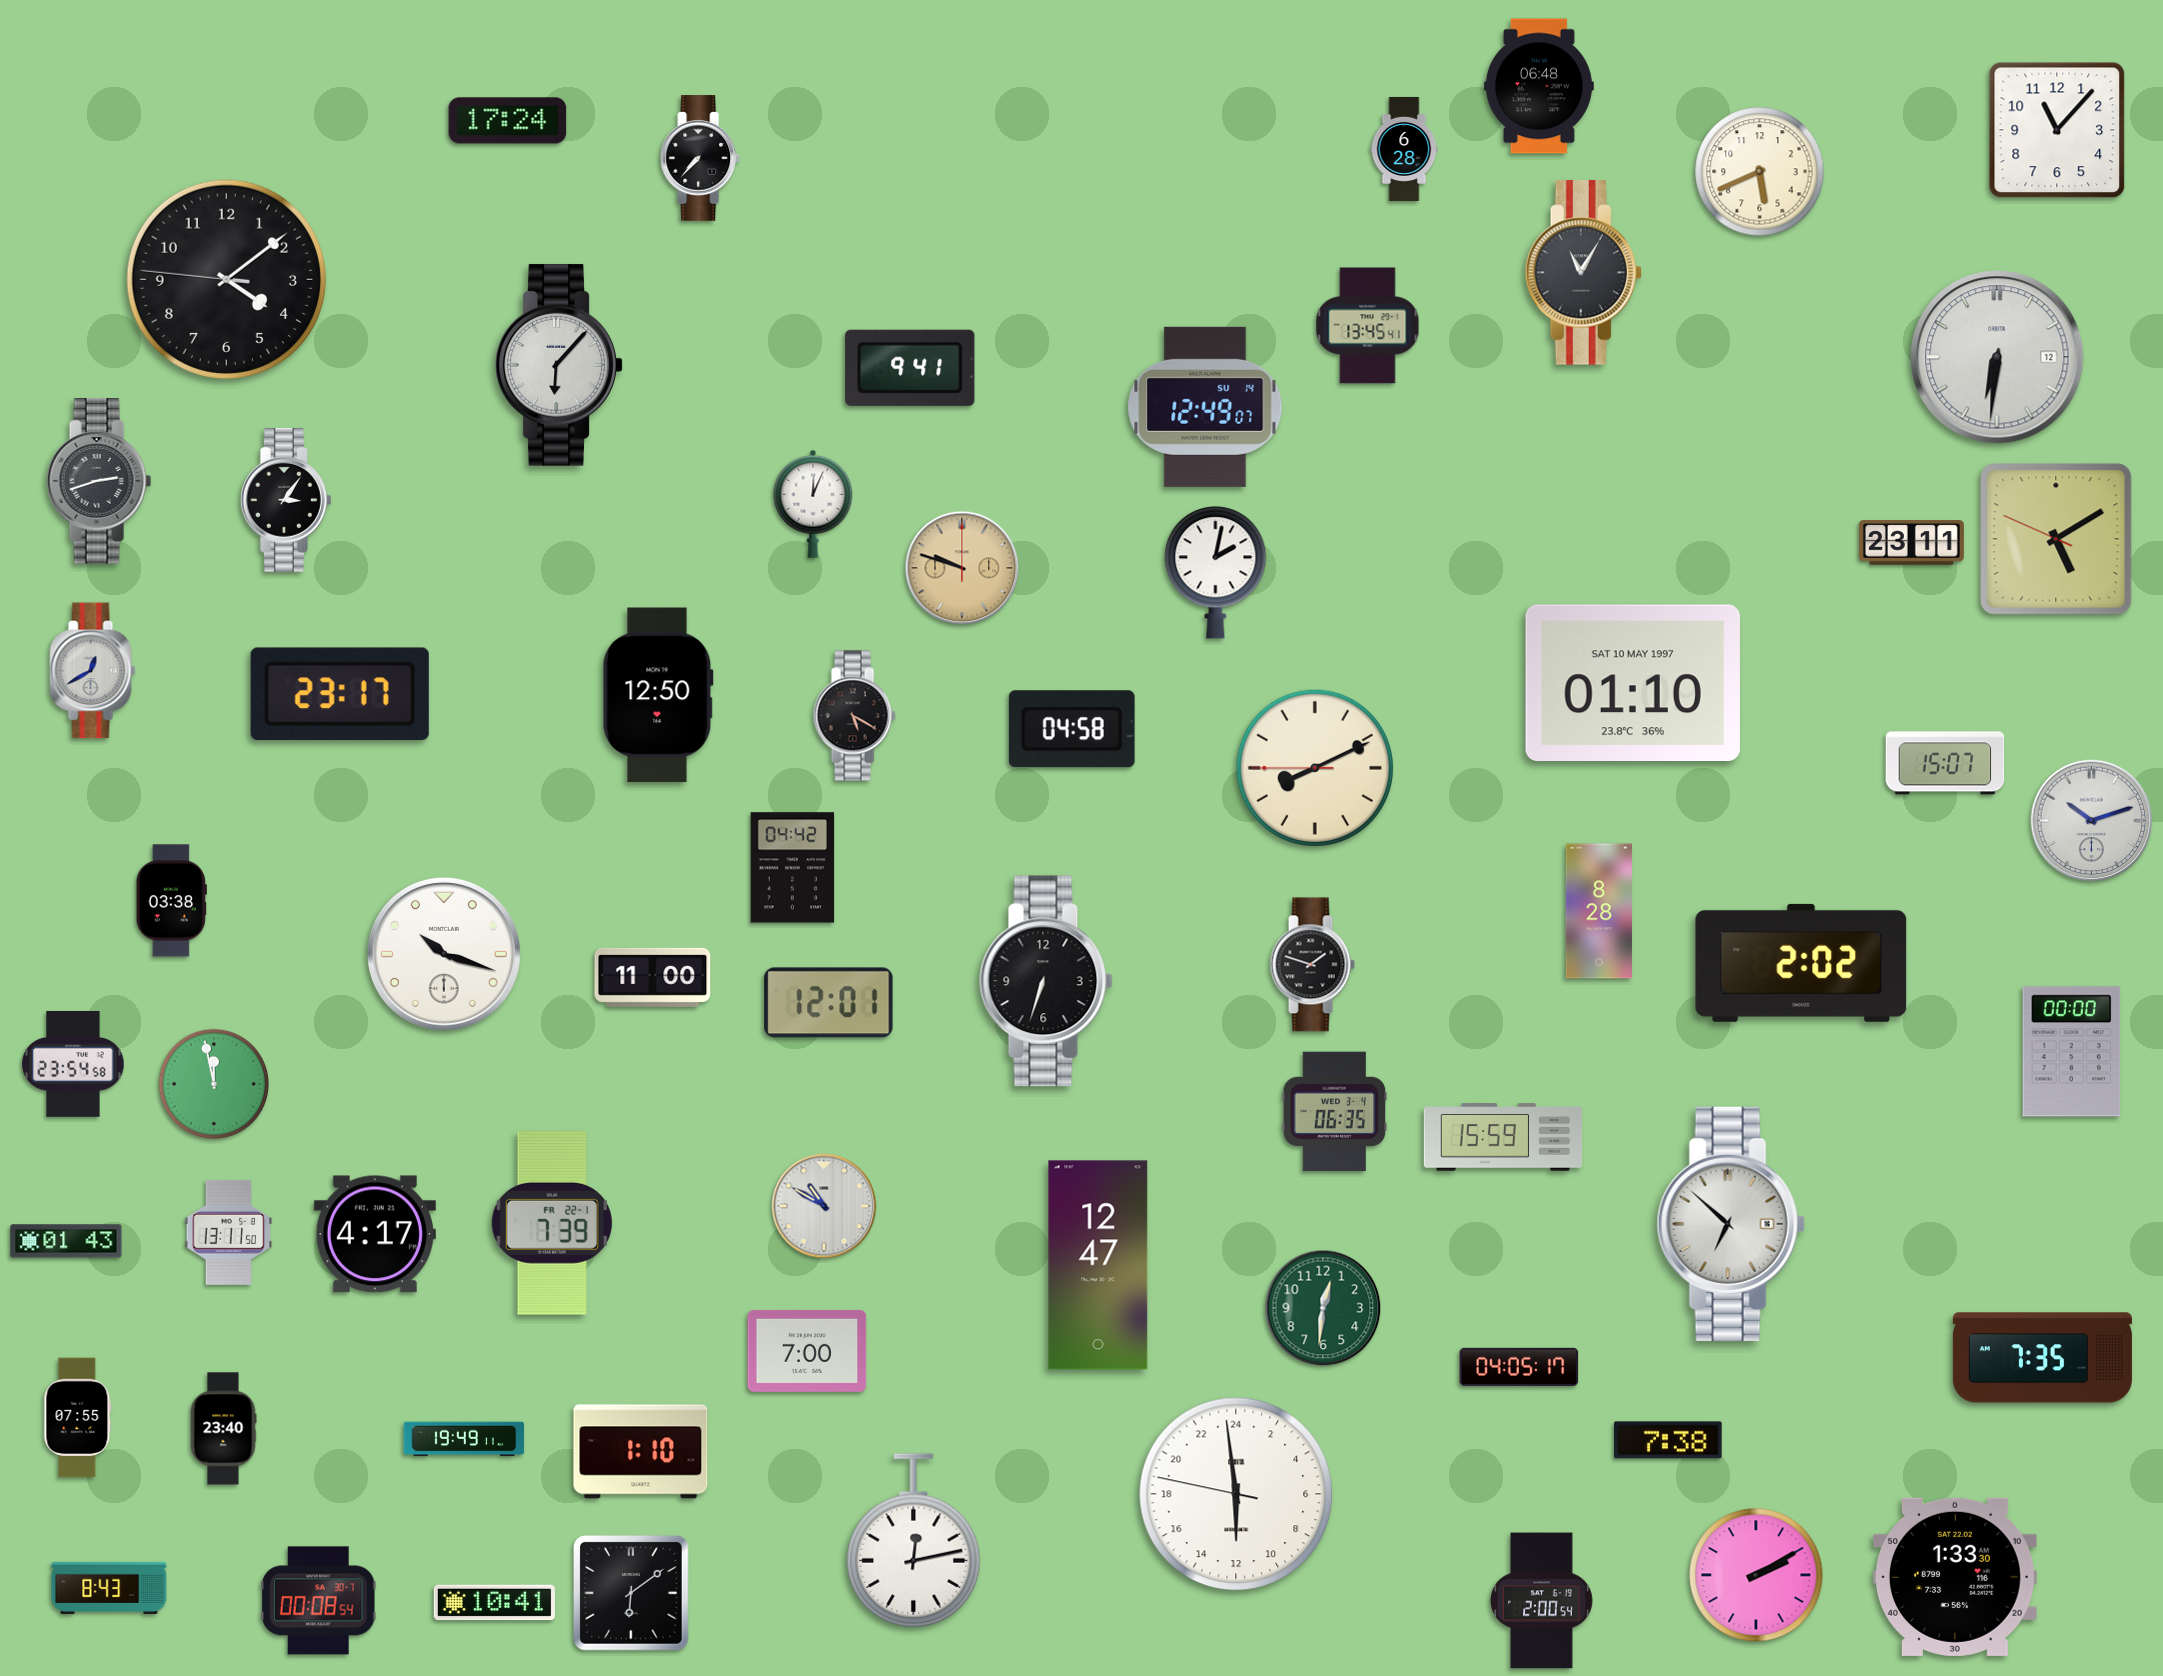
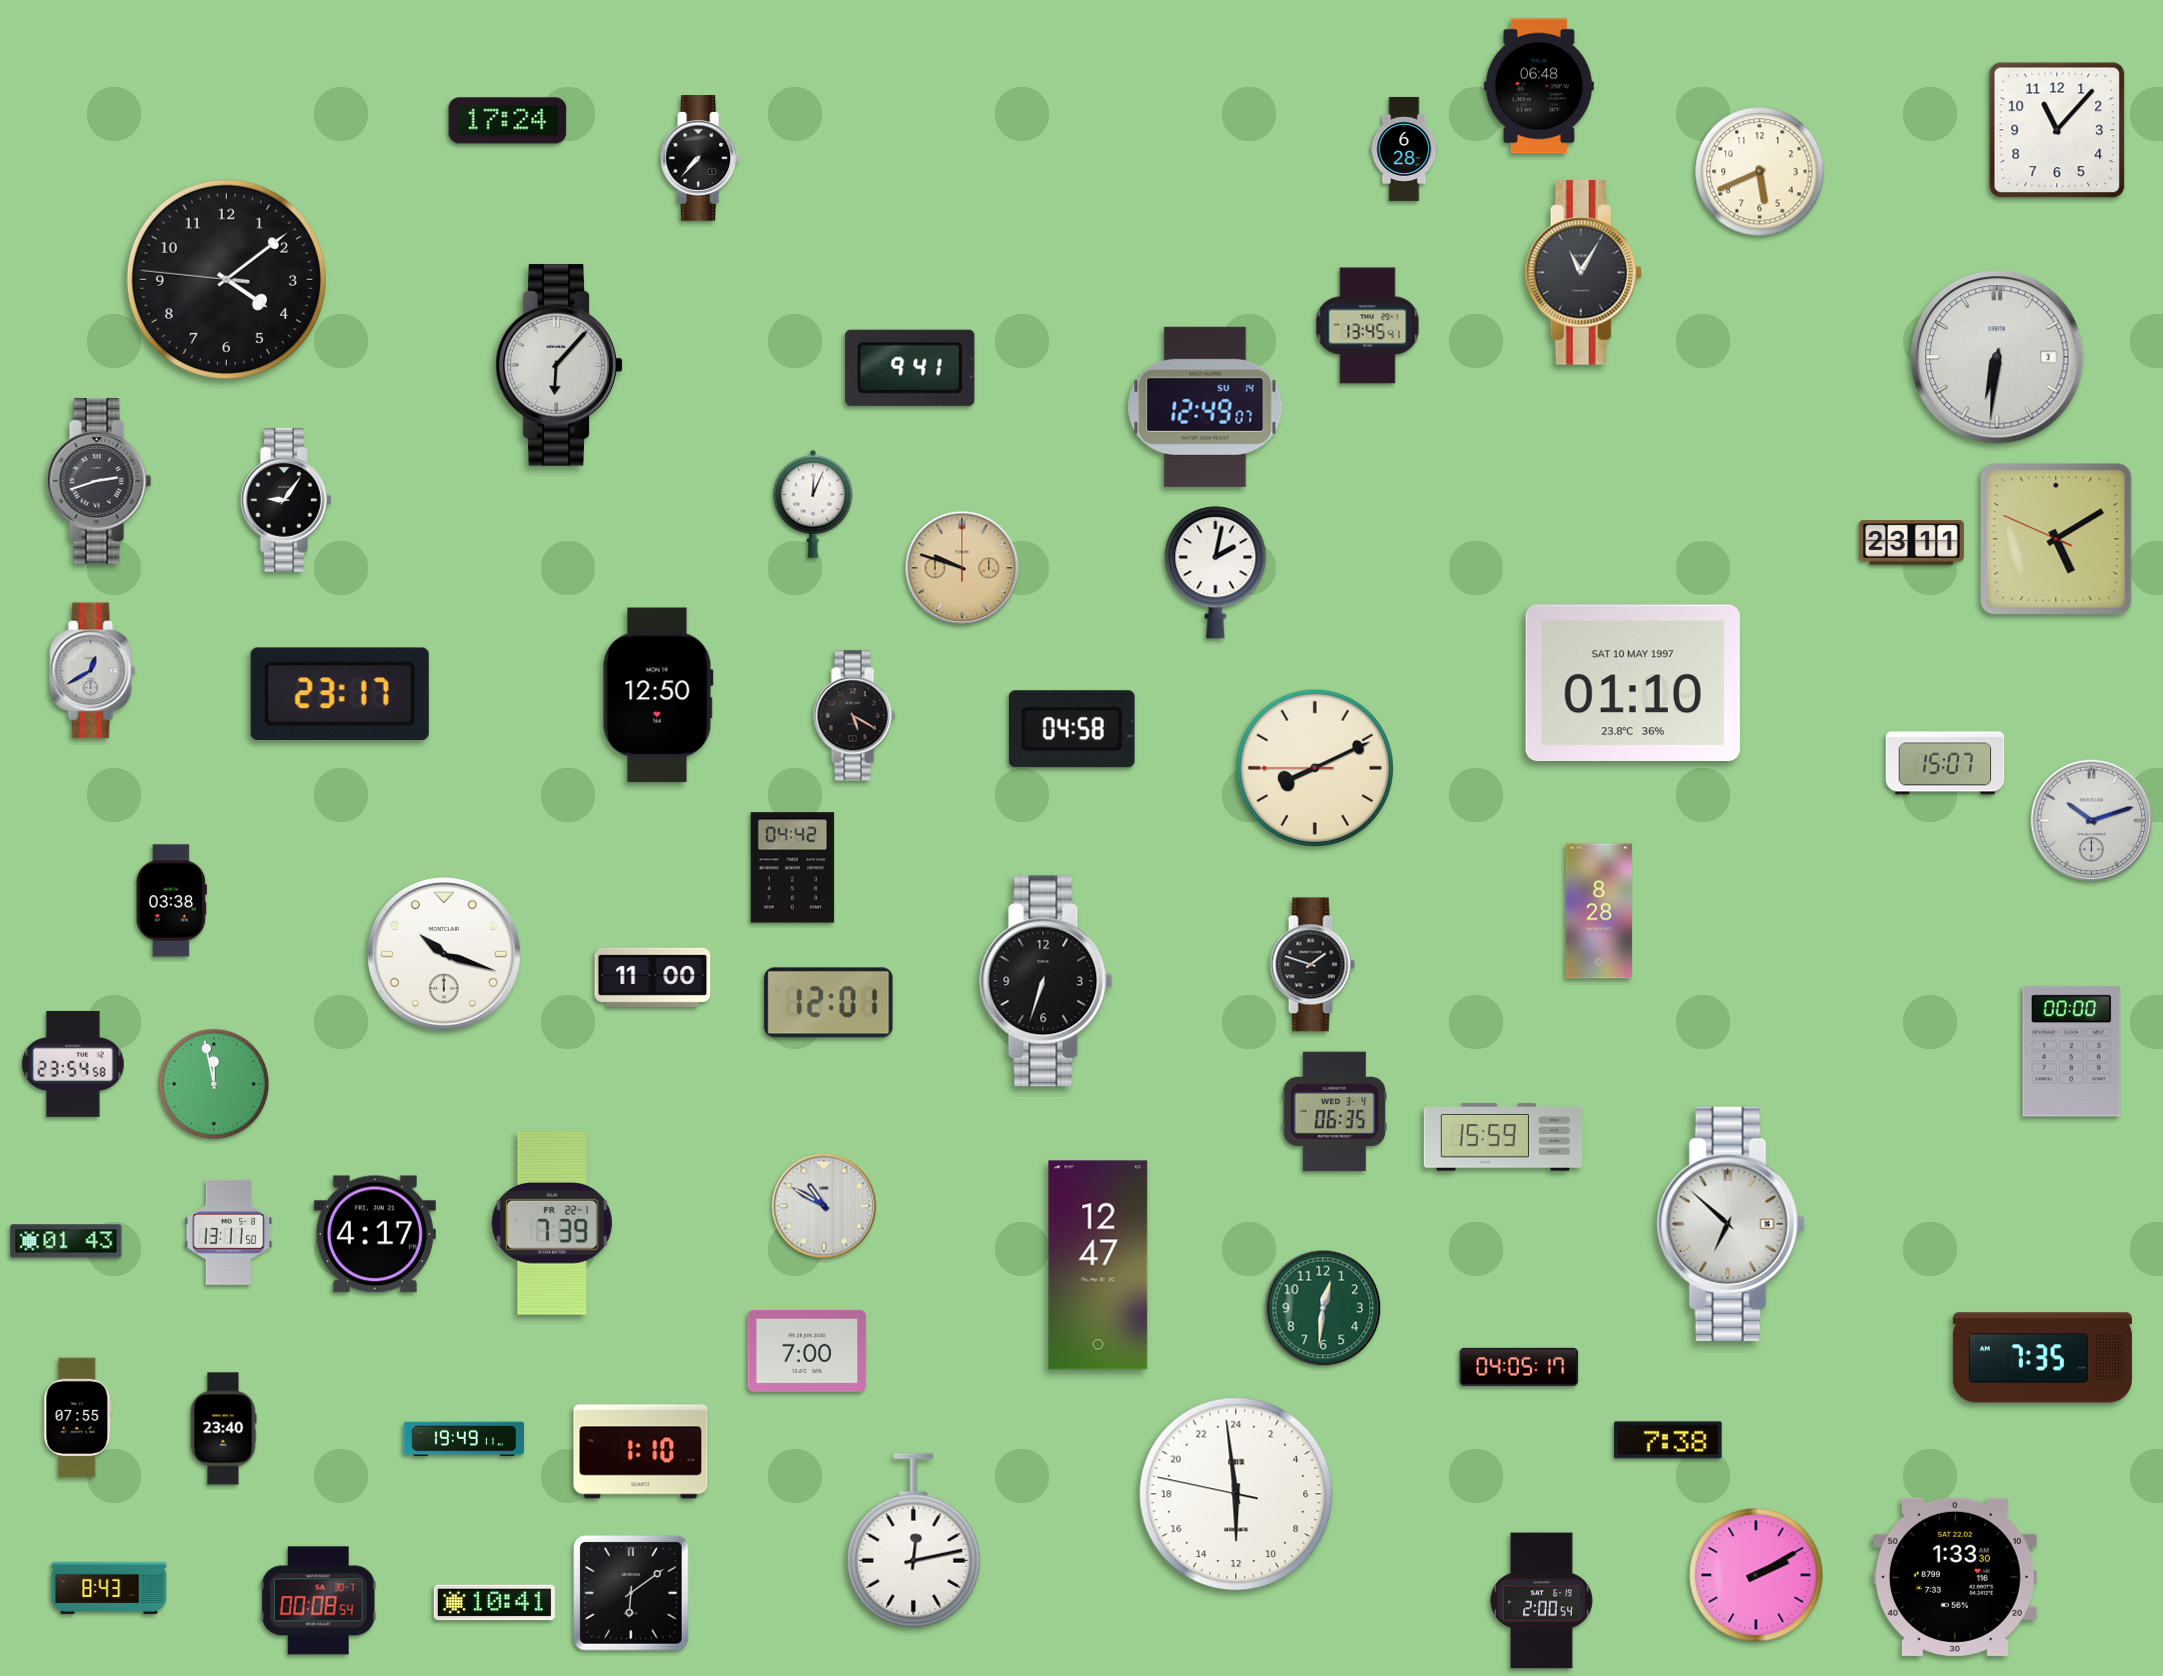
clock at (1997, 357) date: 12 -> 3
clock at (286, 500): 3:06 -> 9:06
clock at (1801, 963): 2:02 -> none
